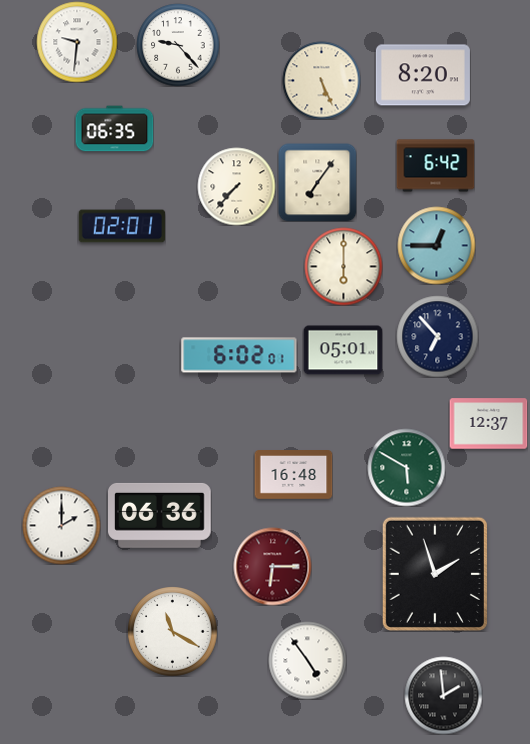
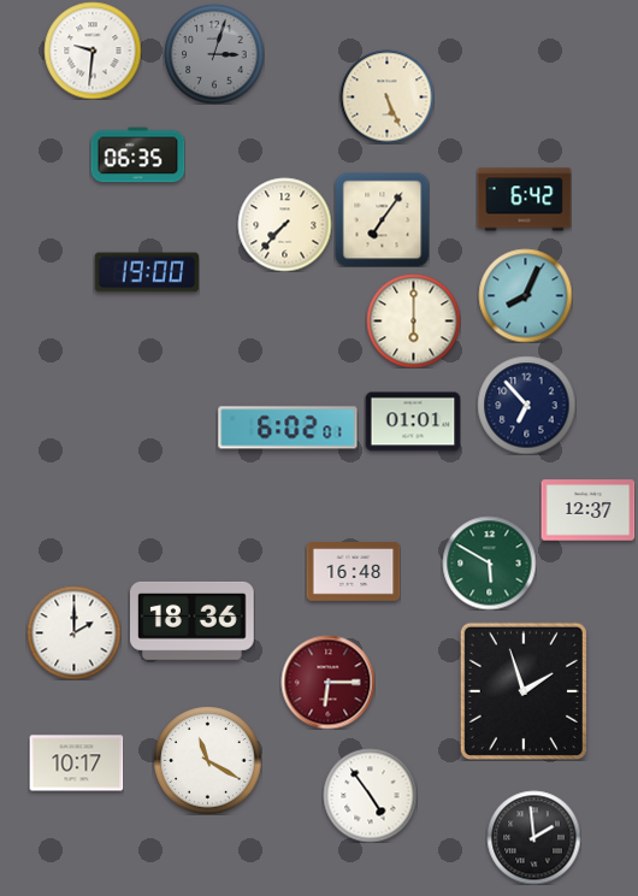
clock at (178, 45): 9:23 -> 3:03
clock at (178, 45) dial: white -> grey
clock at (423, 75): 8:20 -> none
clock at (122, 226): 02:01 -> 19:00
clock at (436, 245): 12:45 -> 8:04
clock at (343, 350): 05:01 -> 01:01
clock at (160, 515): 06:36 -> 18:36
clock at (76, 764): none -> 10:17
